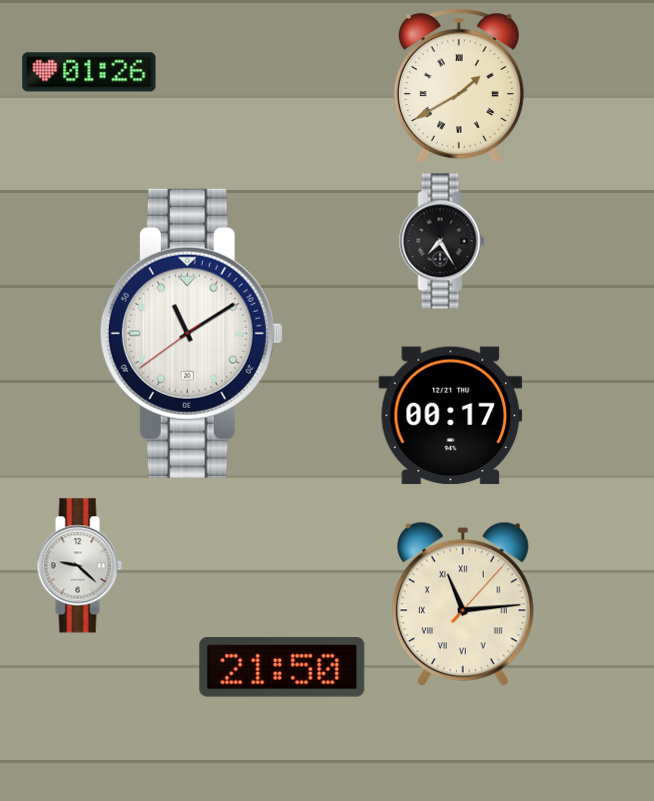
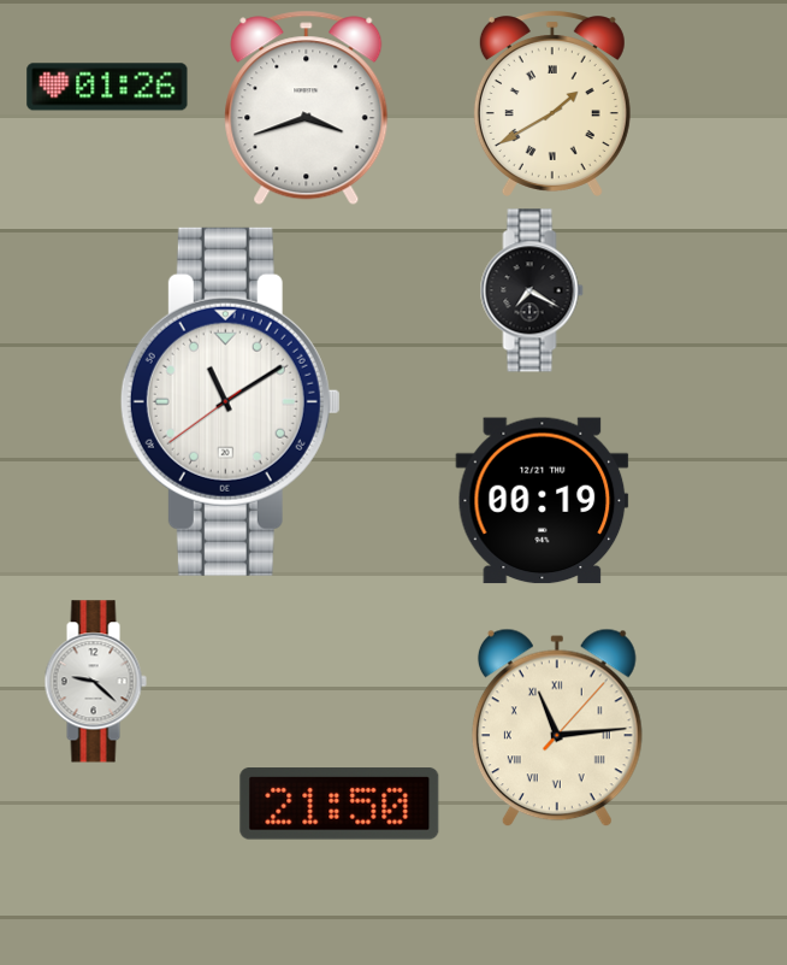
clock at (307, 108): none -> 3:42
clock at (442, 241): 7:25 -> 7:20
clock at (451, 416): 00:17 -> 00:19
